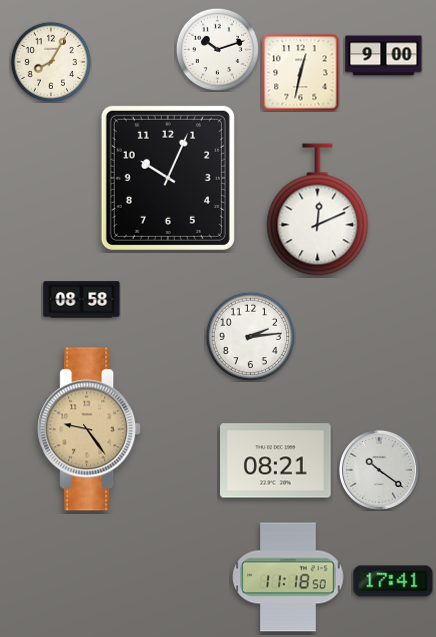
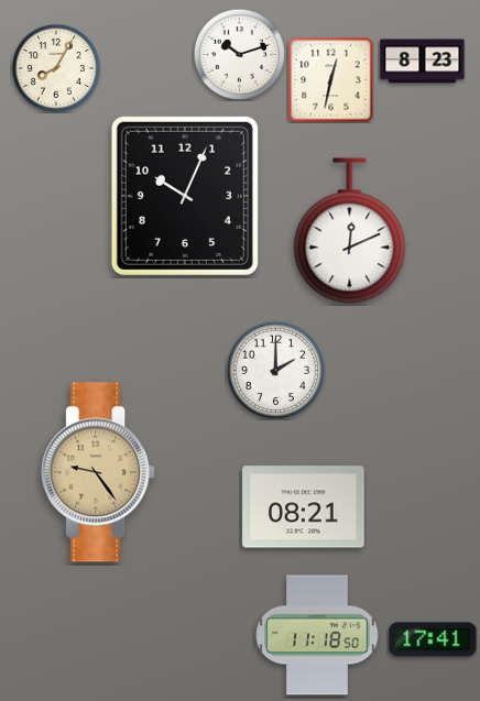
clock at (384, 56): 9:00 -> 8:23
clock at (82, 300): 08:58 -> none
clock at (250, 336): 2:14 -> 2:00
clock at (379, 470): 10:21 -> none
